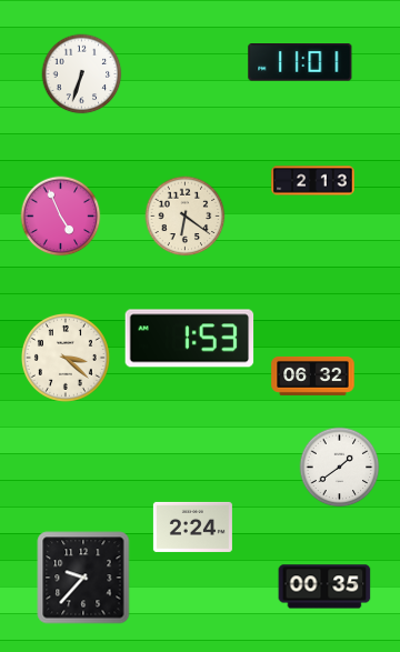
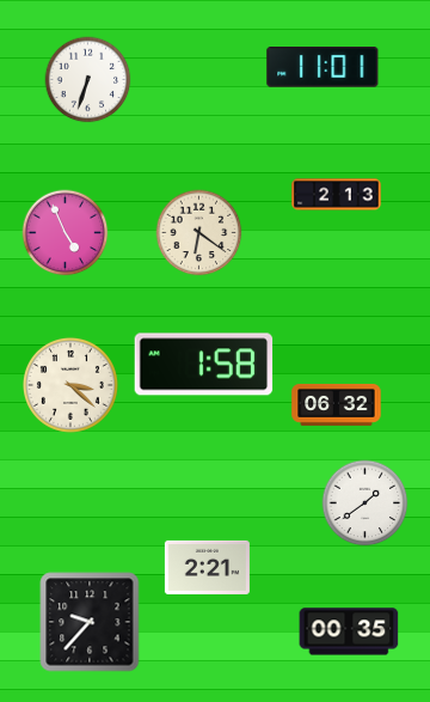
clock at (190, 339): 1:53 -> 1:58
clock at (192, 526): 2:24 -> 2:21
